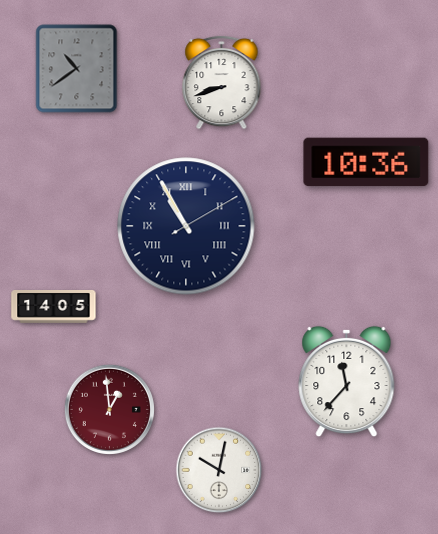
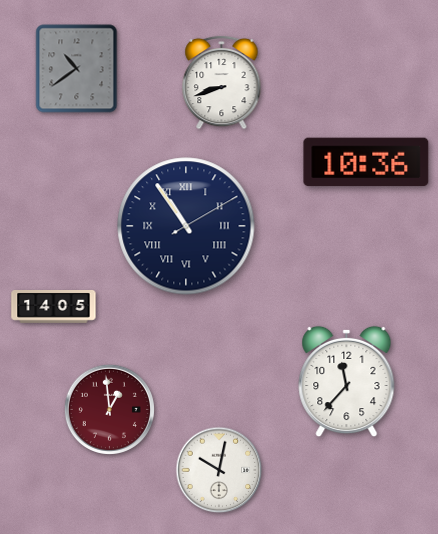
clock at (186, 226): 10:55 -> 10:54
